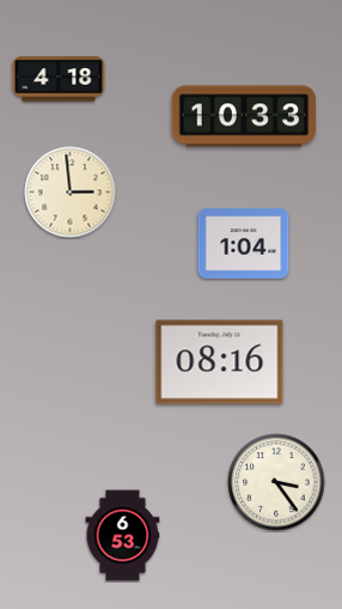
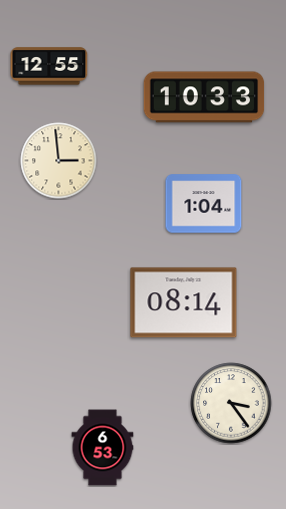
clock at (59, 79): 4:18 -> 12:55
clock at (220, 363): 08:16 -> 08:14
